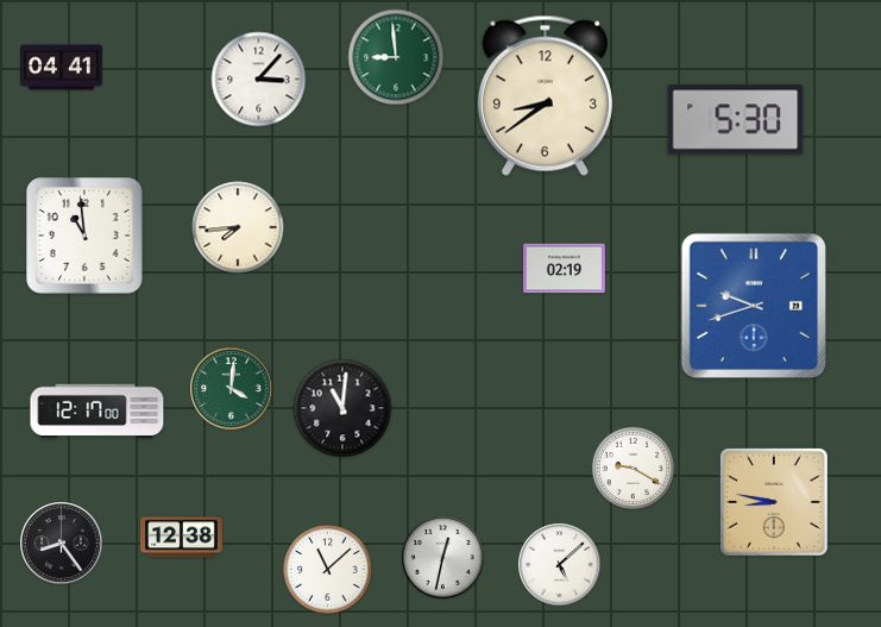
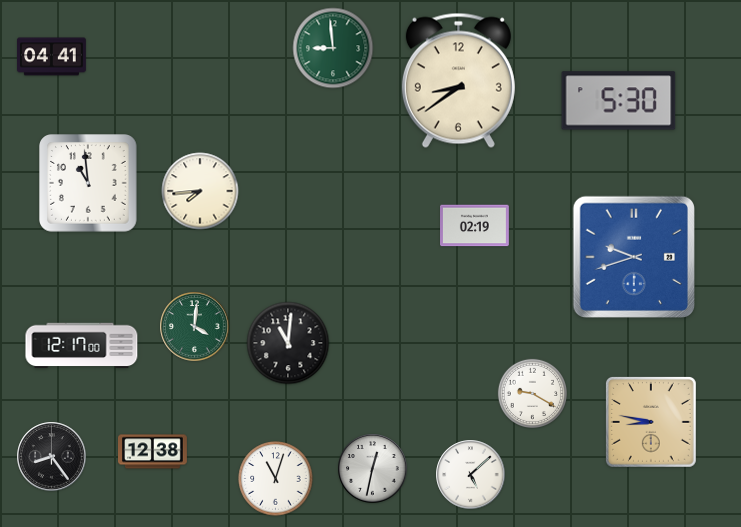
clock at (259, 80): 3:07 -> none
clock at (86, 237) position: (86, 237) -> (89, 184)
clock at (328, 570): 11:08 -> 11:03
